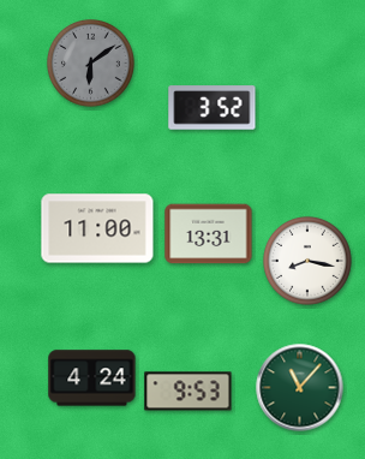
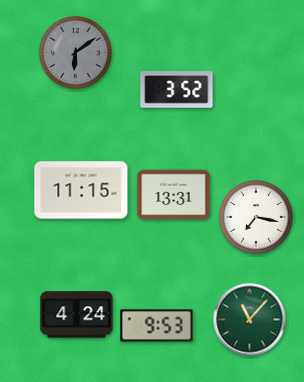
clock at (97, 228): 11:00 -> 11:15
clock at (307, 261): 8:17 -> 7:17
clock at (300, 388) position: (300, 388) -> (250, 320)
